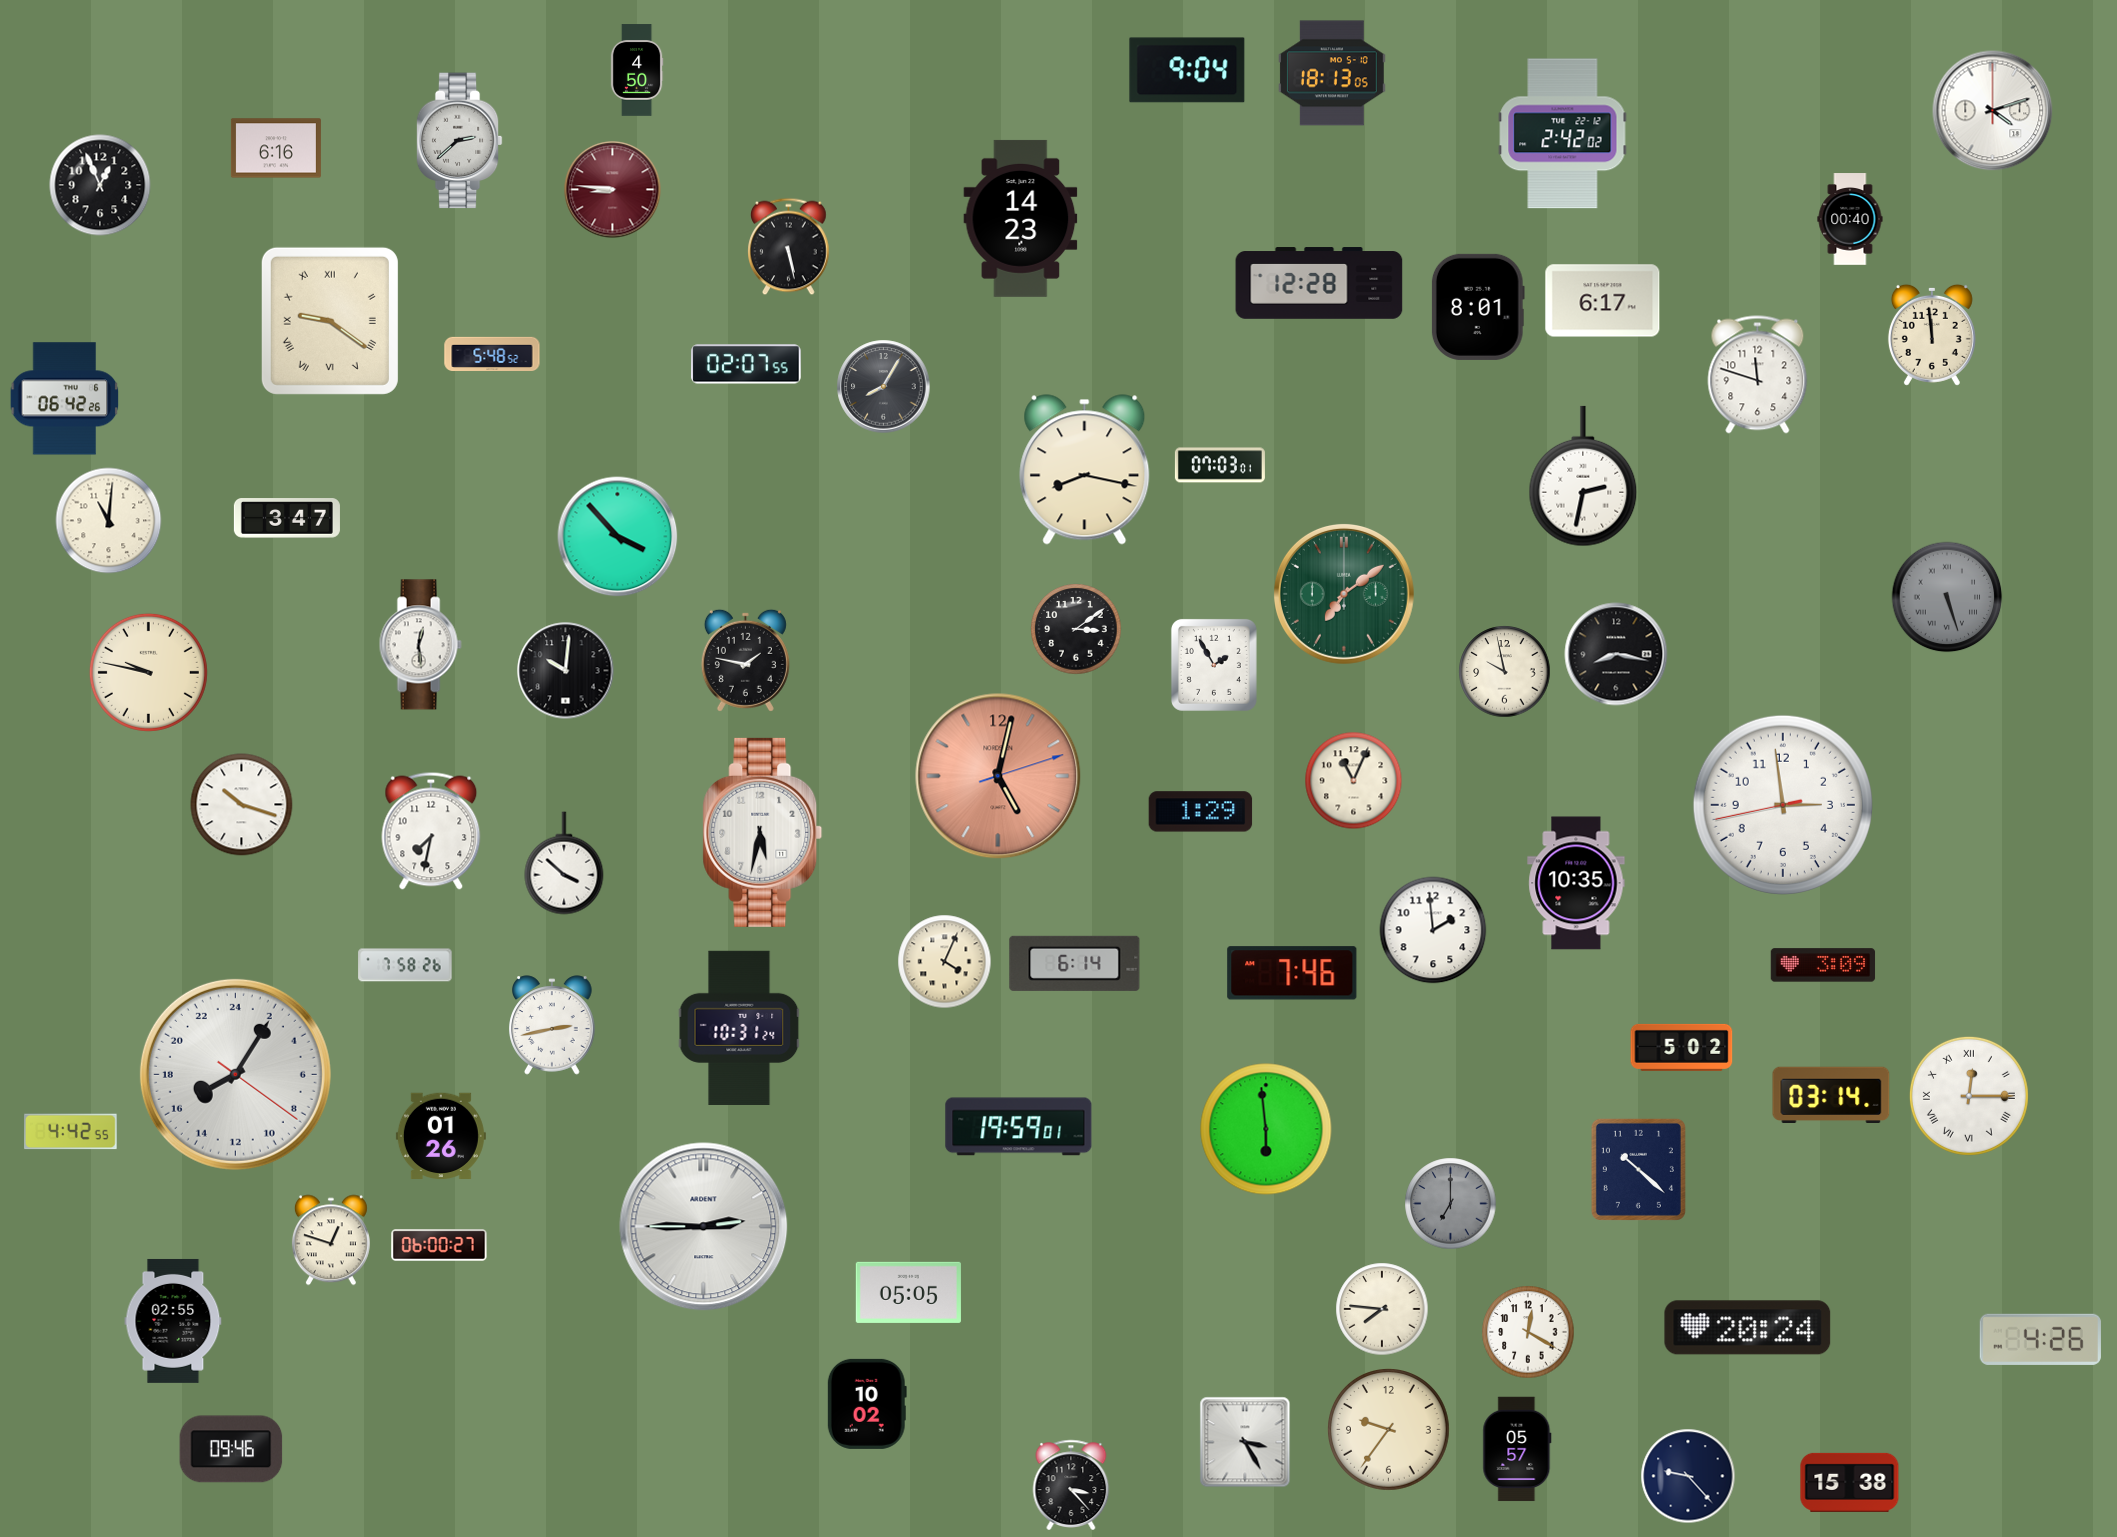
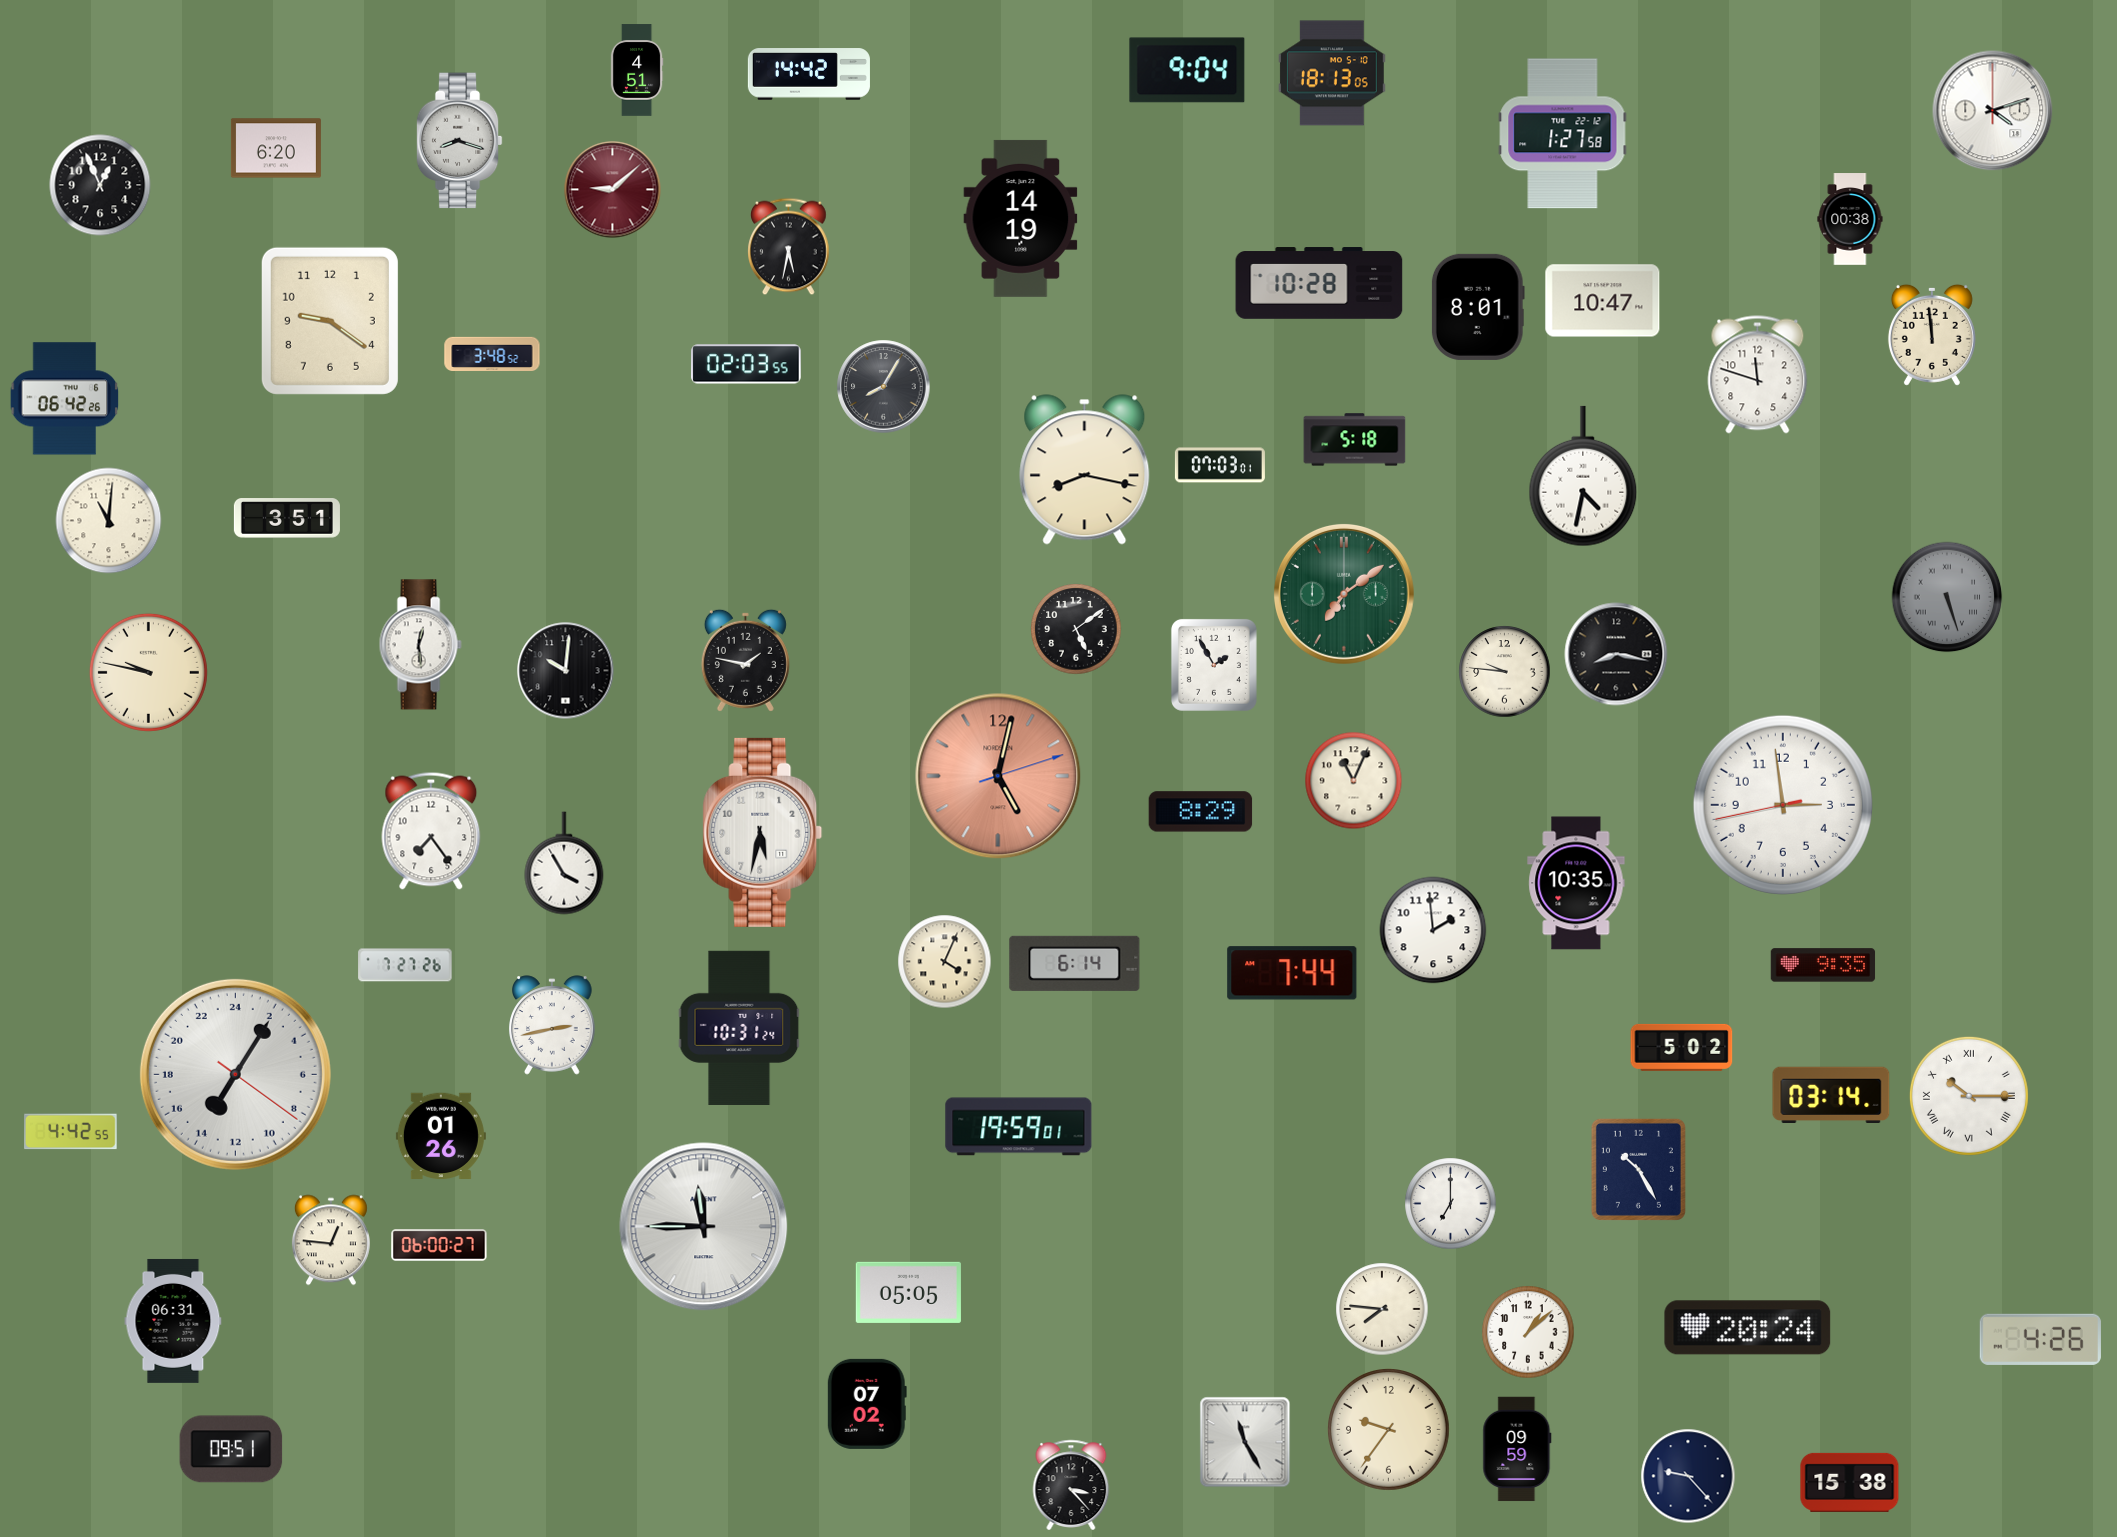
clock at (637, 70): 4:50 -> 4:51
clock at (809, 74): none -> 14:42
clock at (1563, 134): 2:42 -> 1:27
clock at (459, 141): 2:38 -> 8:18
clock at (276, 148): 6:16 -> 6:20
clock at (613, 190): 8:46 -> 9:08
clock at (1021, 218): 14:23 -> 14:19
clock at (1850, 219): 00:40 -> 00:38
clock at (789, 247): 5:28 -> 5:32
clock at (1319, 283): 12:28 -> 10:28
clock at (1603, 301): 6:17 -> 10:47
clock at (330, 321) numerals: Roman -> Arabic
clock at (492, 353): 5:48 -> 3:48
clock at (746, 364): 02:07 -> 02:03
clock at (1355, 440): none -> 5:18
clock at (1583, 476): 2:32 -> 4:32
clock at (287, 518): 3:47 -> 3:51
clock at (618, 537): 3:53 -> none
clock at (1076, 629): 3:09 -> 5:09
clock at (1505, 672): 9:58 -> 9:46
clock at (242, 805): 10:18 -> none
clock at (1201, 812): 1:29 -> 8:29
clock at (431, 831): 7:32 -> 7:24
clock at (564, 863): 3:52 -> 3:55
clock at (405, 965): 7:58 -> 7:27
clock at (1823, 965): 3:09 -> 9:35
clock at (1292, 973): 7:46 -> 7:44
clock at (235, 1074): 16:05 -> 14:05
clock at (1969, 1096): 12:15 -> 10:15
clock at (1266, 1129): 5:59 -> none
clock at (1638, 1169): 10:22 -> 10:25
clock at (1451, 1204) dial: grey -> white
clock at (704, 1227): 2:45 -> 11:45
clock at (331, 1240): 12:48 -> 12:46
clock at (173, 1321): 02:55 -> 06:31
clock at (1528, 1332): 12:20 -> 1:08
clock at (867, 1404): 10:02 -> 07:02
clock at (1245, 1442): 3:25 -> 11:25
clock at (231, 1449): 09:46 -> 09:51
clock at (1517, 1449): 05:57 -> 09:59
